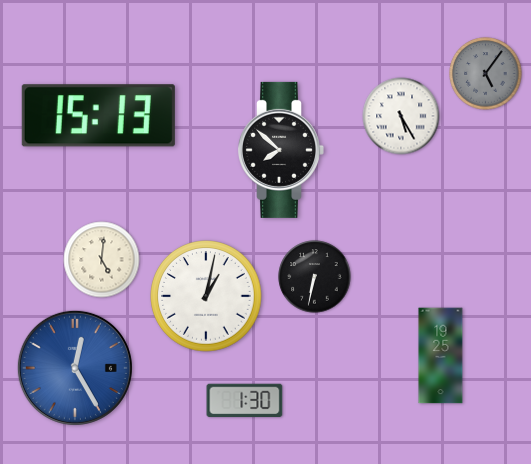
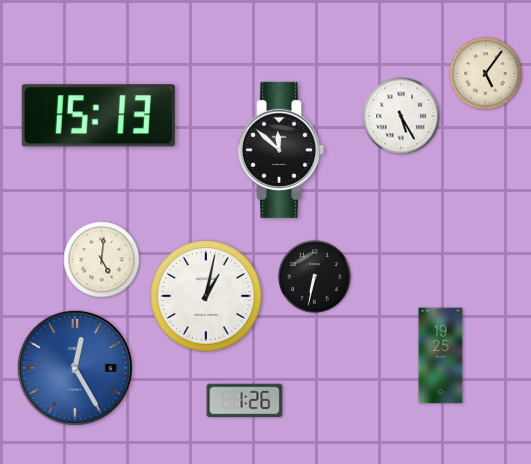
clock at (486, 74) dial: grey -> cream
clock at (281, 150): 7:52 -> 11:52
clock at (245, 401): 1:30 -> 1:26
